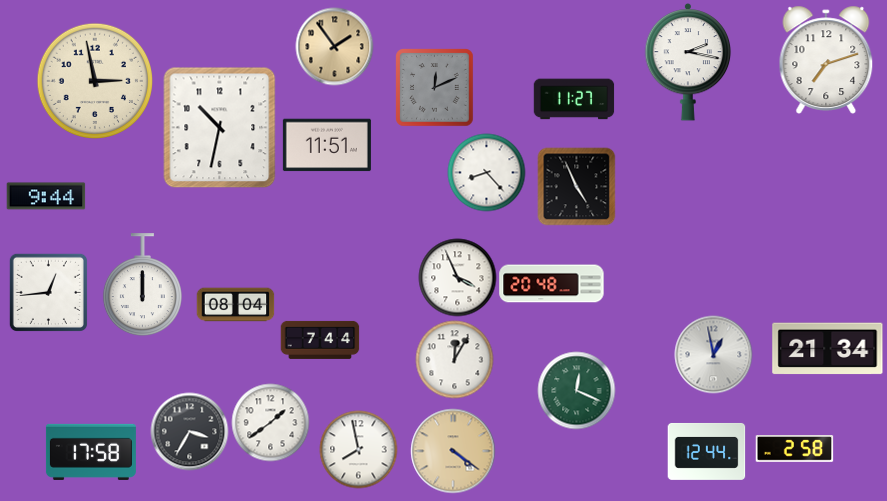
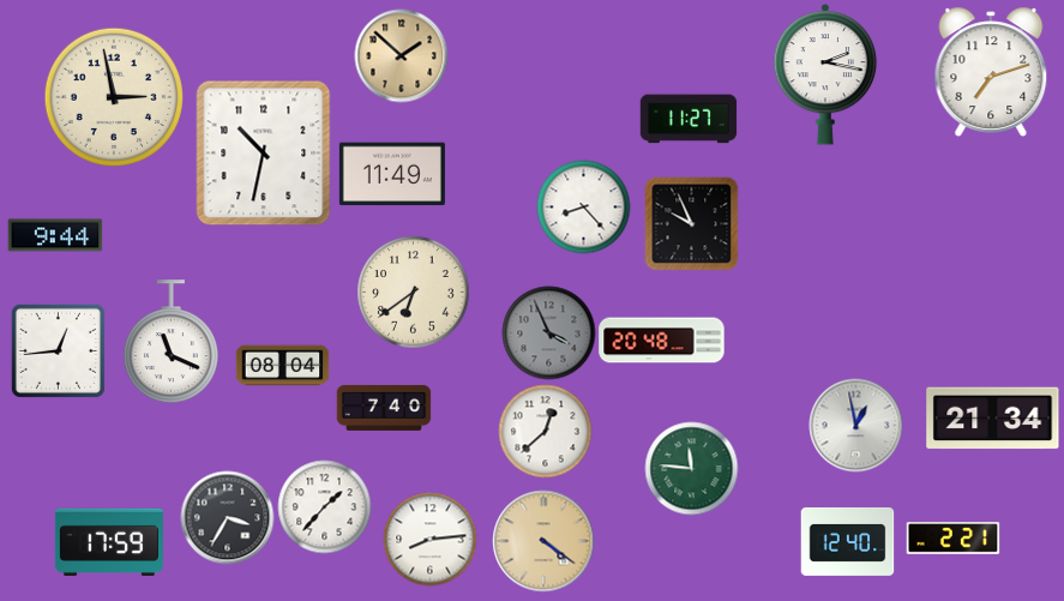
clock at (334, 46): 1:54 -> 1:52
clock at (434, 87): 12:11 -> none
clock at (327, 145): 11:51 -> 11:49
clock at (576, 186): 4:56 -> 9:56
clock at (413, 292): none -> 6:39
clock at (457, 277) dial: white -> grey
clock at (142, 285): 12:00 -> 11:19
clock at (320, 340): 7:44 -> 7:40
clock at (454, 359): 12:05 -> 12:38
clock at (576, 390): 12:19 -> 11:46
clock at (270, 422): 1:39 -> 1:37
clock at (358, 449): 7:58 -> 8:14
clock at (794, 449): 2:58 -> 2:21
clock at (706, 451): 12:44 -> 12:40
clock at (91, 452): 17:58 -> 17:59
